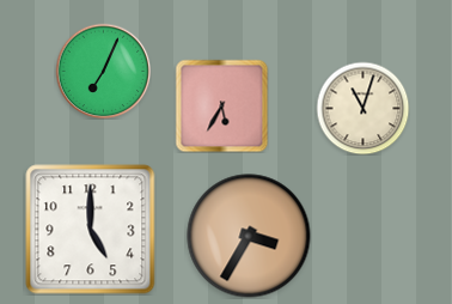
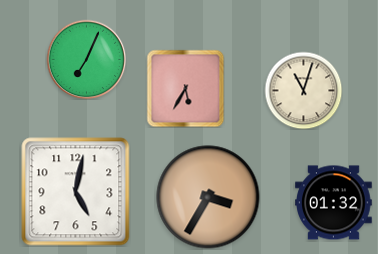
clock at (91, 230): 5:00 -> 5:02
clock at (334, 203): none -> 01:32
